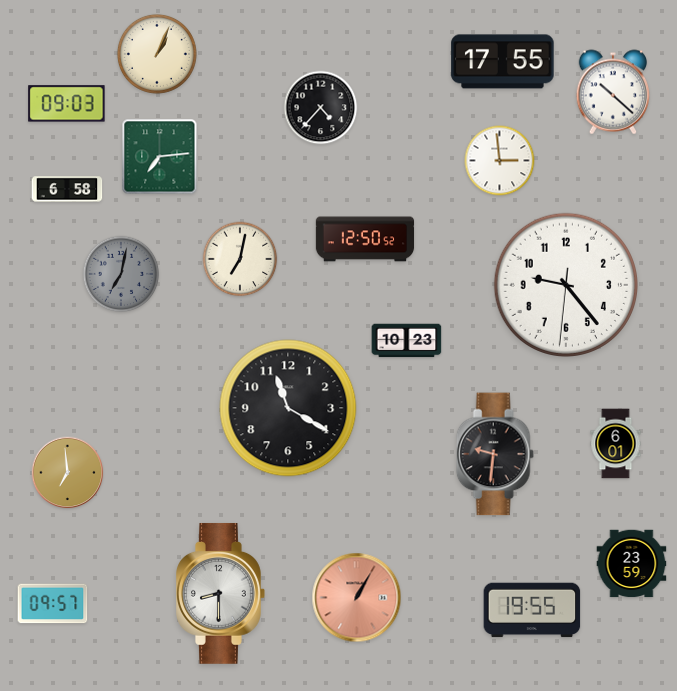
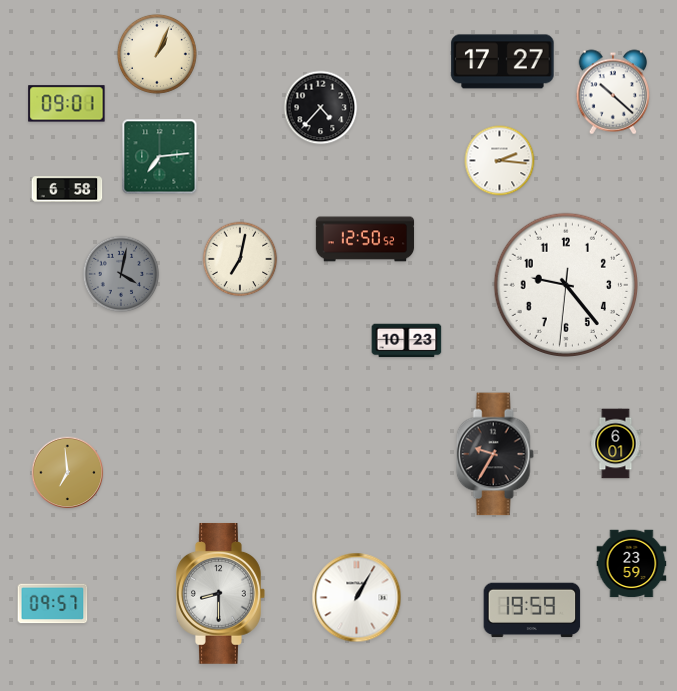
clock at (503, 62): 17:55 -> 17:27
clock at (67, 104): 09:03 -> 09:01
clock at (500, 161): 2:59 -> 2:16
clock at (121, 274): 7:02 -> 4:02
clock at (288, 408): 11:20 -> none
clock at (495, 454): 9:31 -> 9:35
clock at (357, 598) dial: salmon -> white
clock at (532, 610): 19:55 -> 19:59
